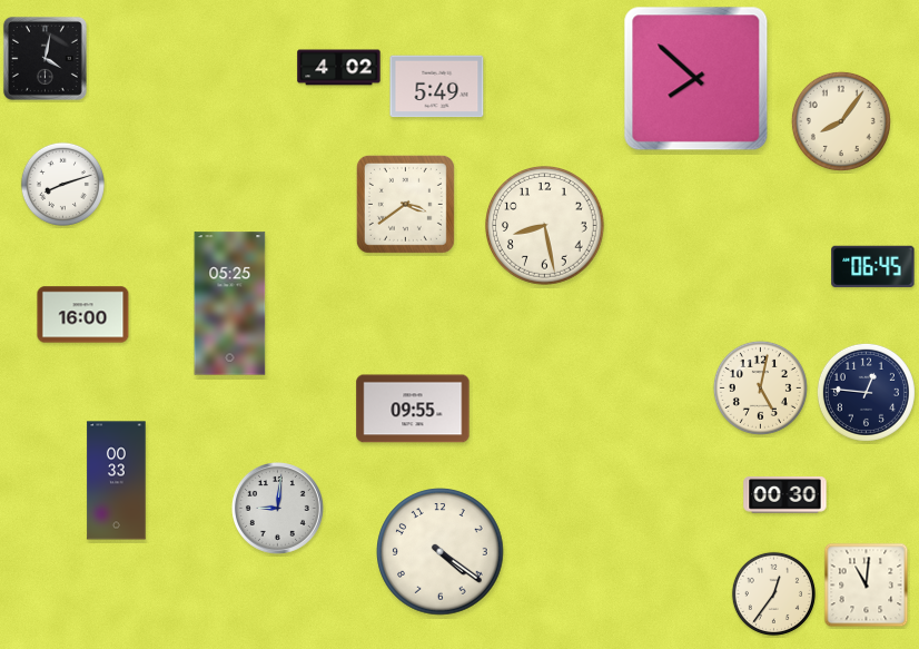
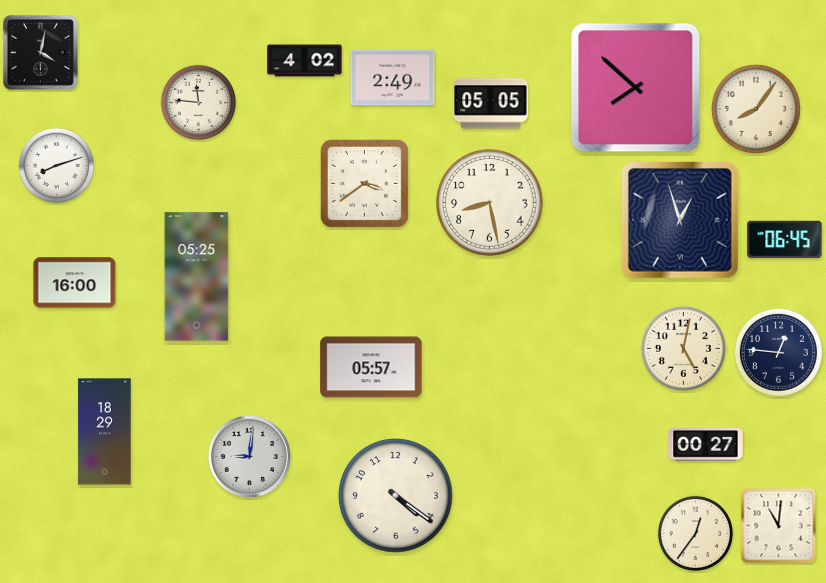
clock at (696, 79) position: (696, 79) -> (636, 88)
clock at (437, 87): 5:49 -> 2:49
clock at (198, 102): none -> 11:46
clock at (491, 104): none -> 05:05
clock at (680, 220): none -> 12:57
clock at (230, 304) position: (230, 304) -> (197, 277)
clock at (413, 409): 09:55 -> 05:57
clock at (117, 481): 00:33 -> 18:29
clock at (785, 495): 00:30 -> 00:27
